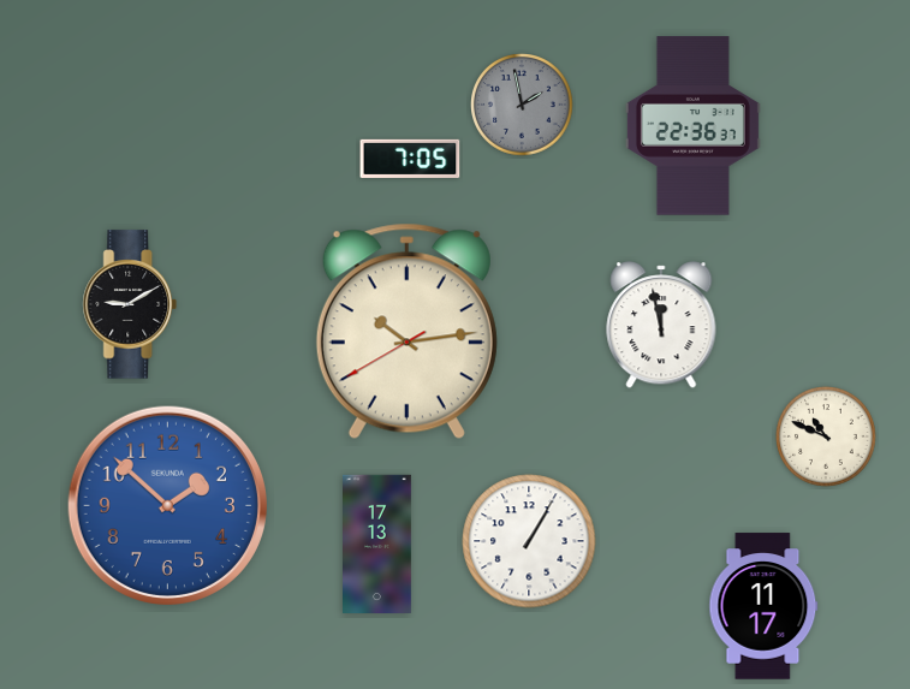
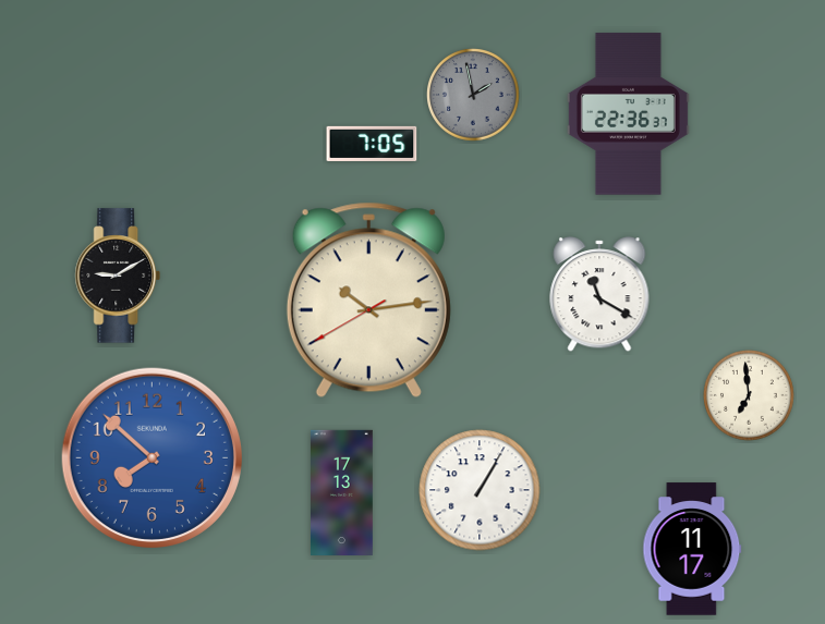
clock at (661, 325): 11:58 -> 11:20
clock at (827, 438): 10:49 -> 6:59
clock at (167, 505): 1:52 -> 7:52
